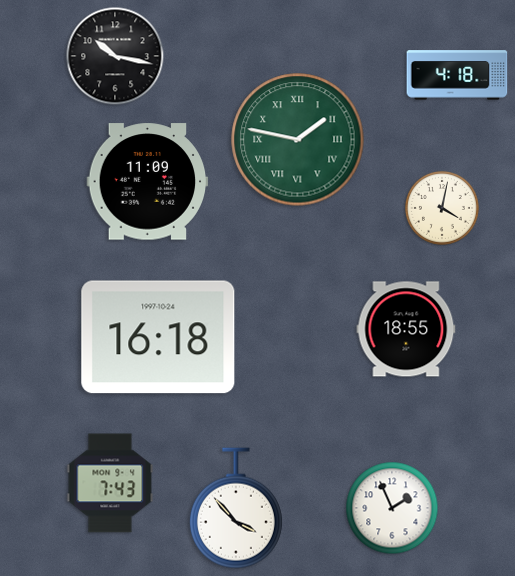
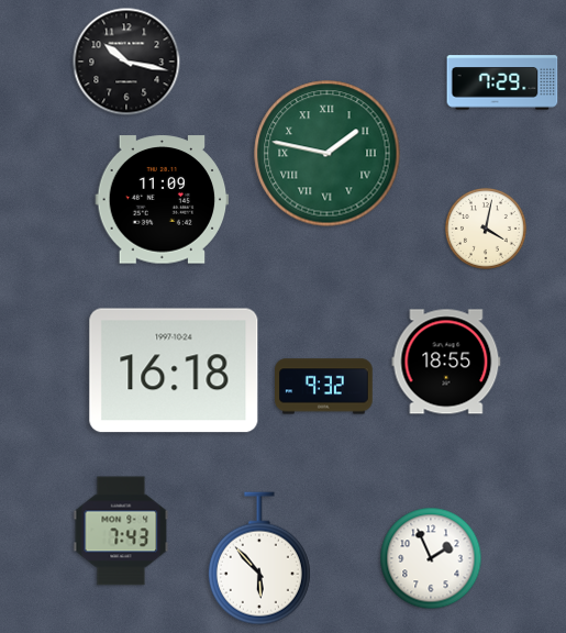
clock at (457, 75): 4:18 -> 7:29
clock at (324, 387): none -> 9:32
clock at (236, 508): 3:53 -> 5:53
